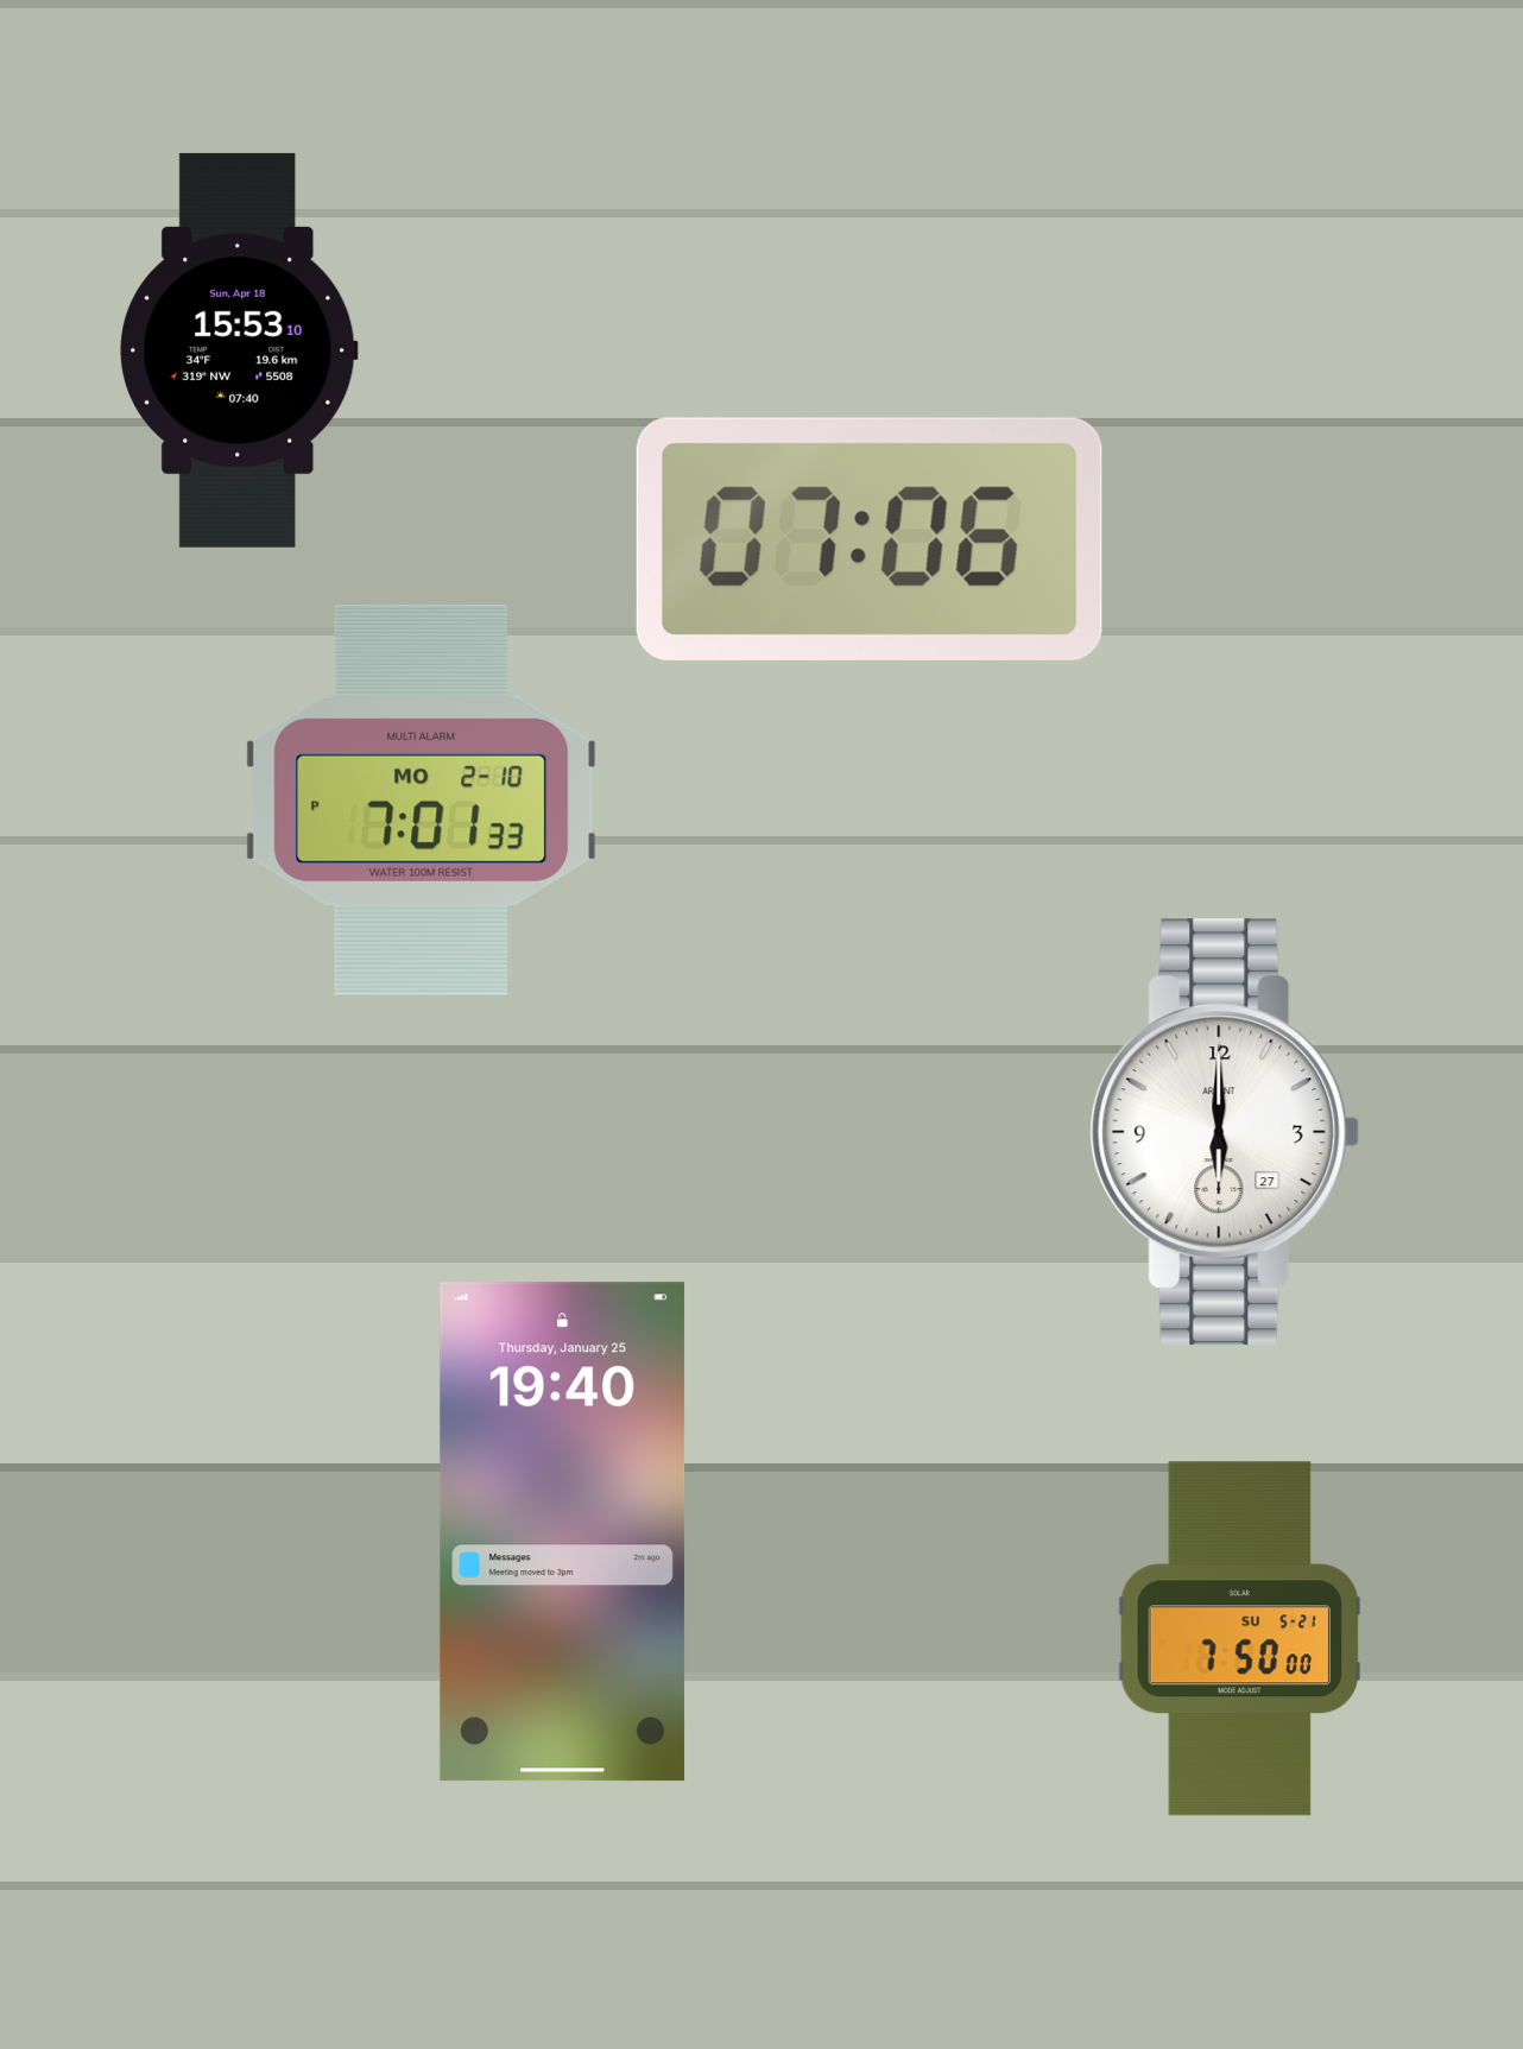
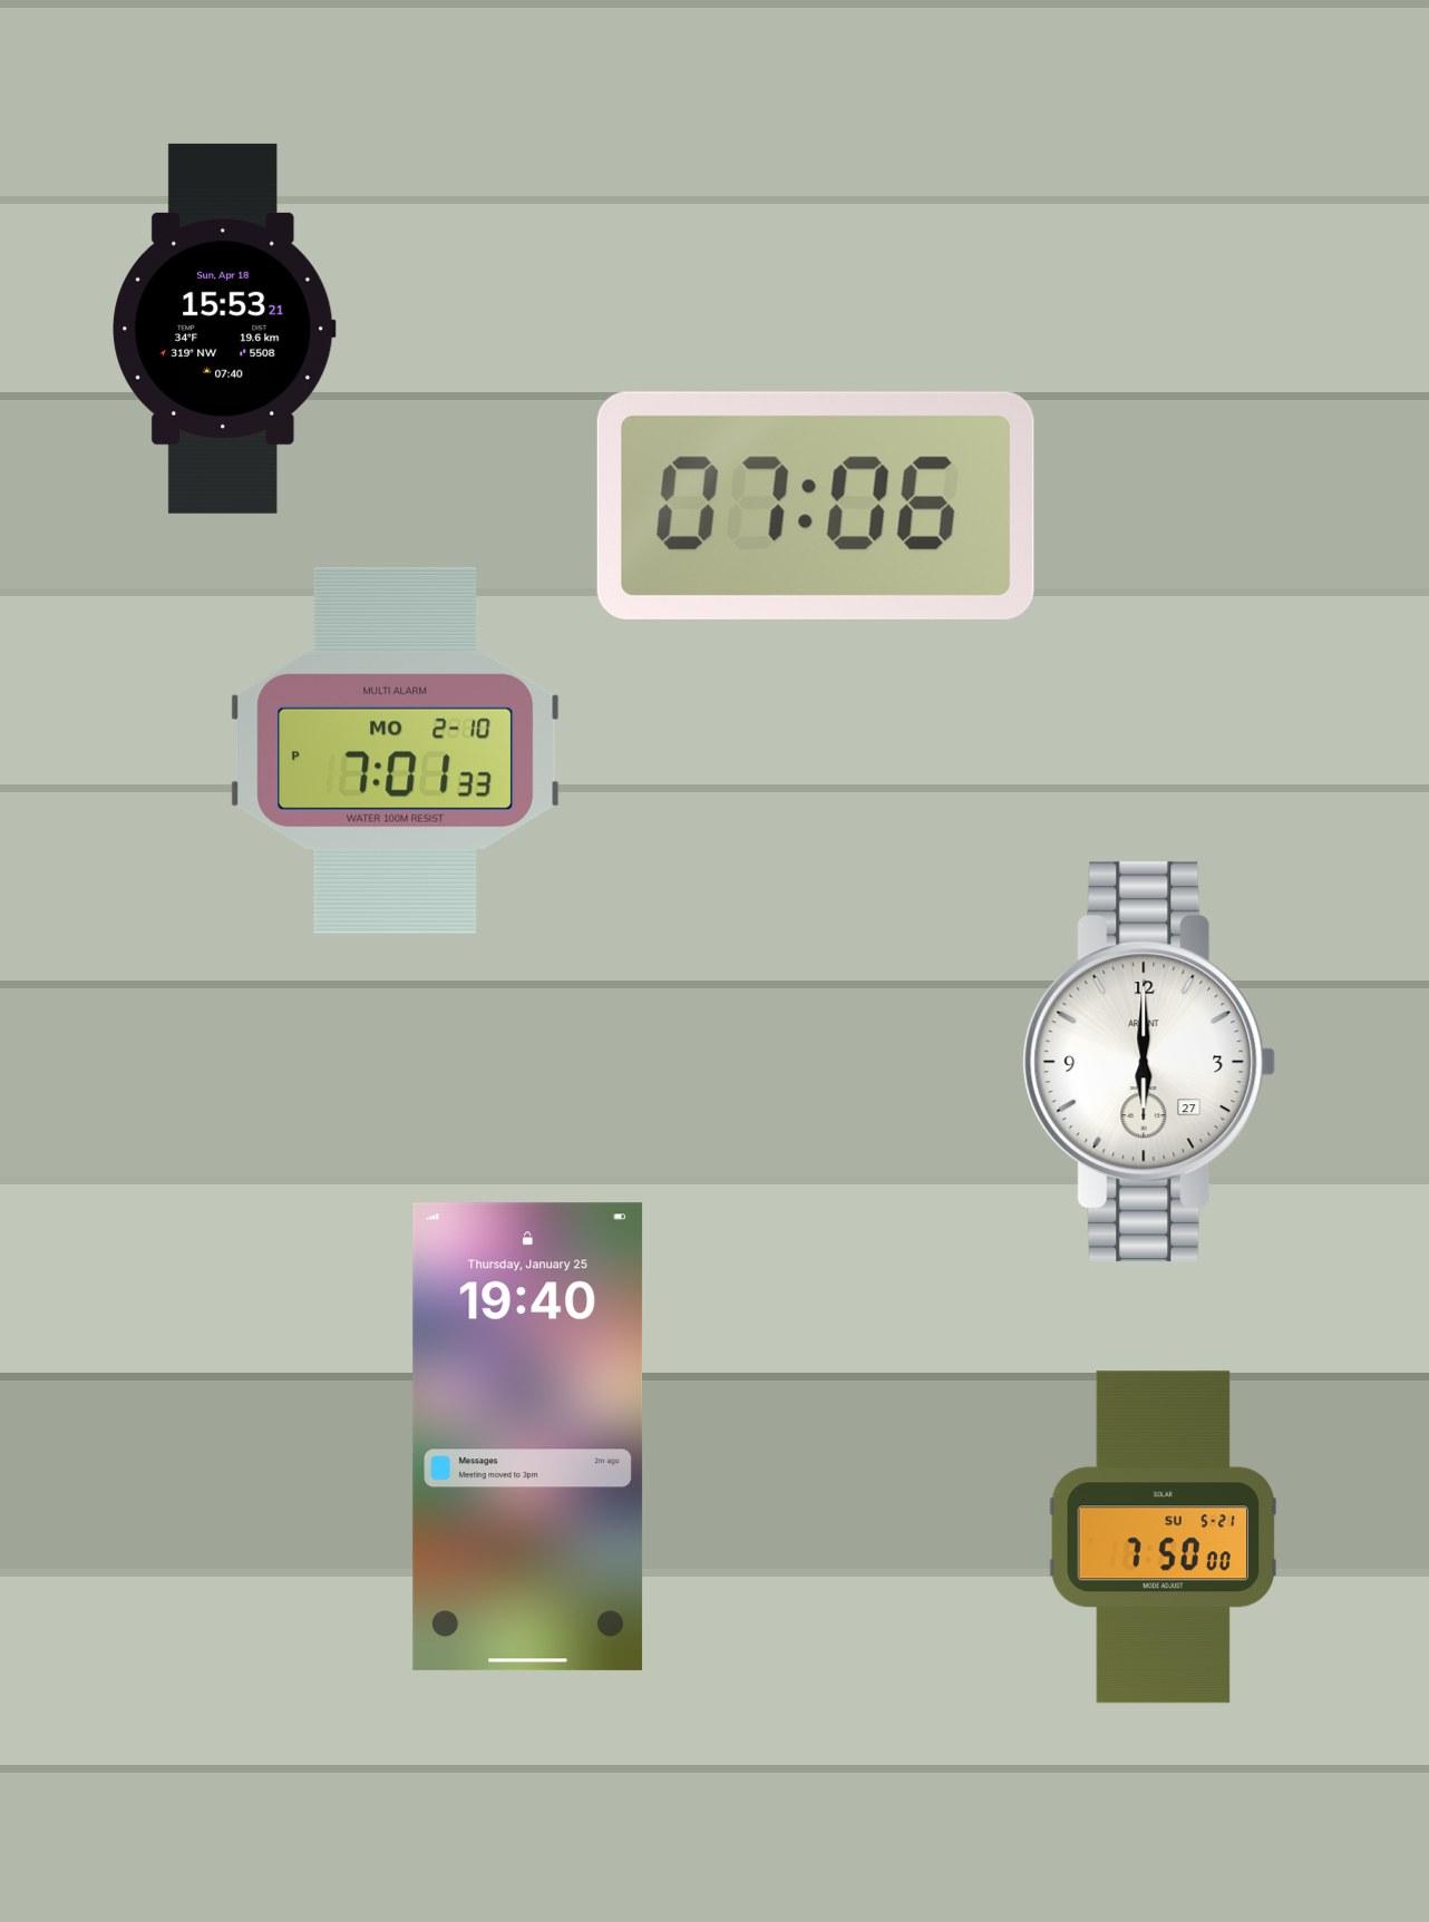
clock at (239, 350): 15:53:10 -> 15:53:21
